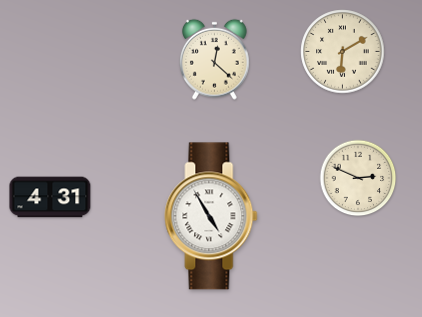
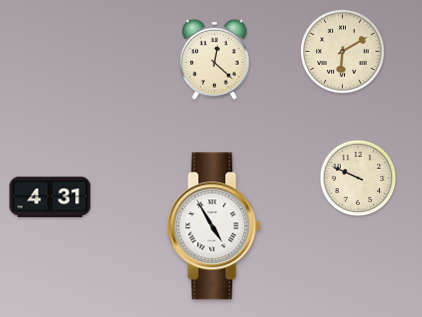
clock at (358, 178): 2:49 -> 9:49
clock at (211, 216) position: (211, 216) -> (214, 226)
